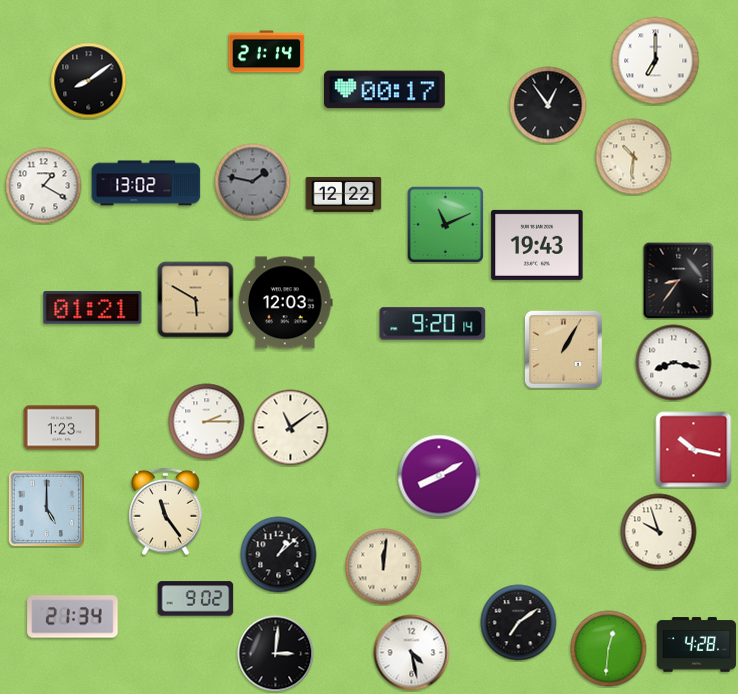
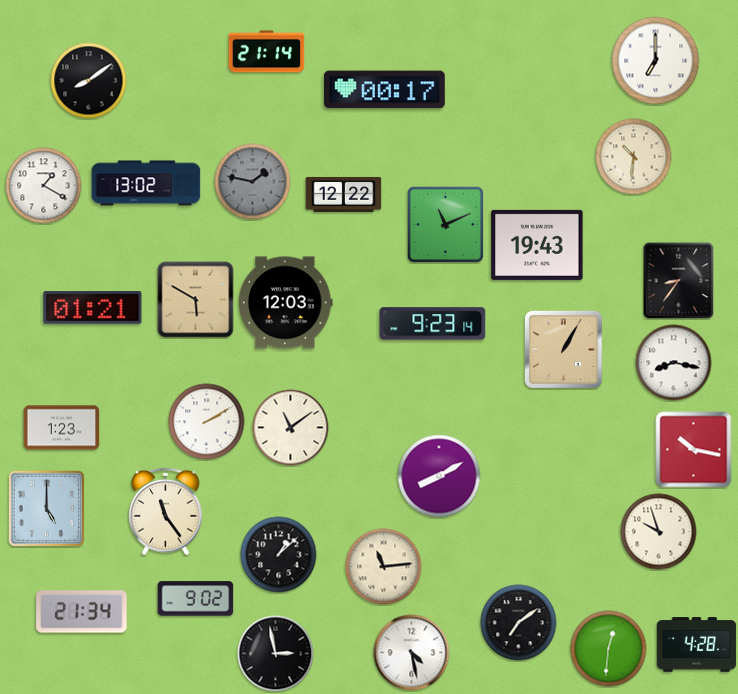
clock at (548, 105): 12:54 -> none
clock at (433, 324): 9:20 -> 9:23
clock at (207, 422): 2:15 -> 2:10
clock at (384, 567): 12:01 -> 11:14
clock at (73, 617) position: (73, 617) -> (82, 612)
clock at (276, 654): 3:01 -> 2:58
